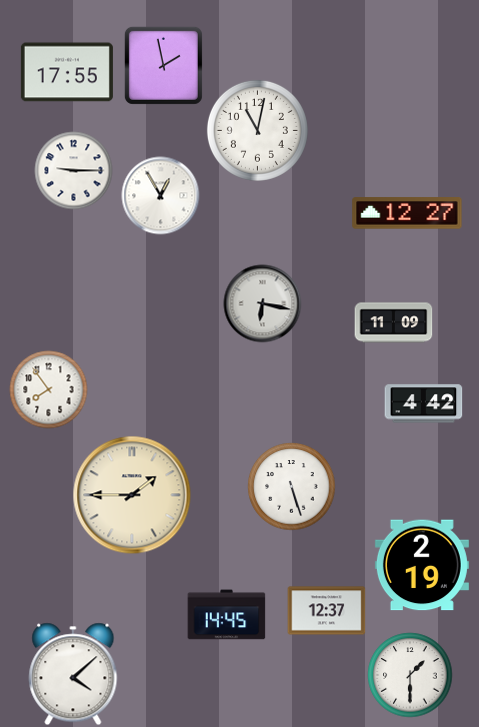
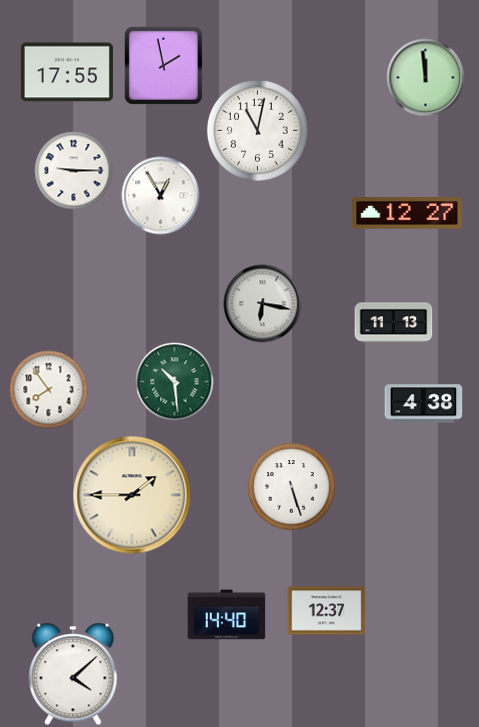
clock at (425, 77): none -> 11:59
clock at (393, 323): 11:09 -> 11:13
clock at (174, 381): none -> 10:29
clock at (423, 404): 4:42 -> 4:38
clock at (422, 565): 2:19 -> none
clock at (226, 615): 14:45 -> 14:40
clock at (410, 675): 1:30 -> none
